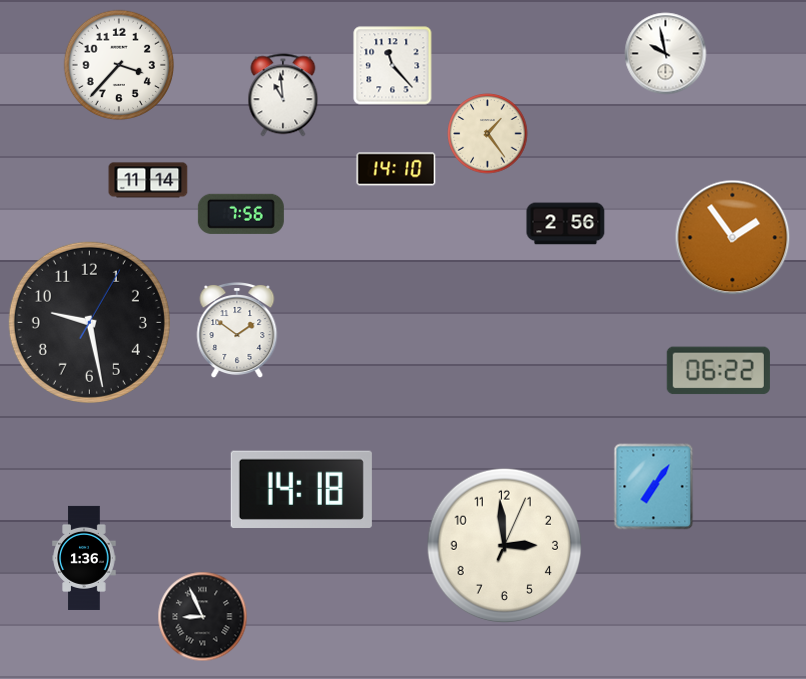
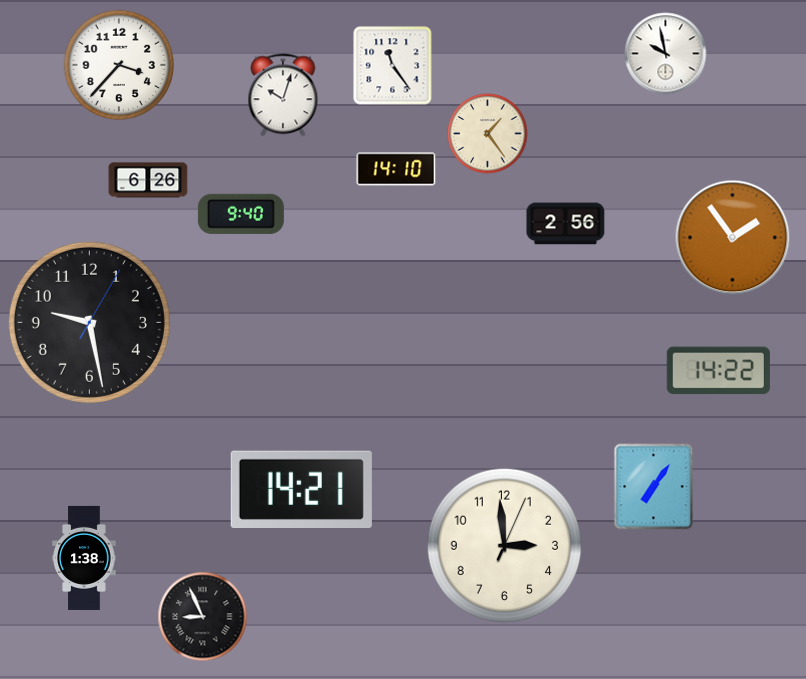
clock at (393, 66): 11:23 -> 11:24
clock at (283, 95): 10:59 -> 10:03
clock at (148, 180): 11:14 -> 6:26
clock at (241, 214): 7:56 -> 9:40
clock at (237, 331): 1:51 -> none
clock at (718, 371): 06:22 -> 14:22
clock at (301, 489): 14:18 -> 14:21
clock at (84, 558): 1:36 -> 1:38
